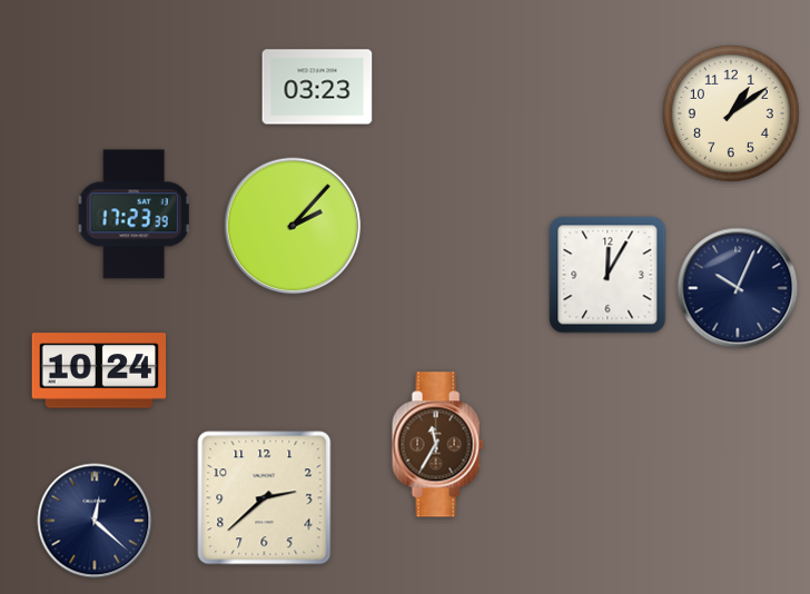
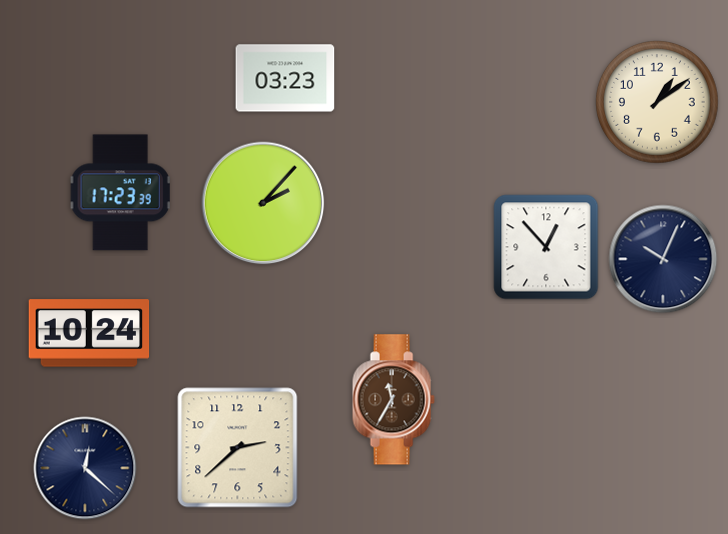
clock at (607, 275): 12:05 -> 12:53
